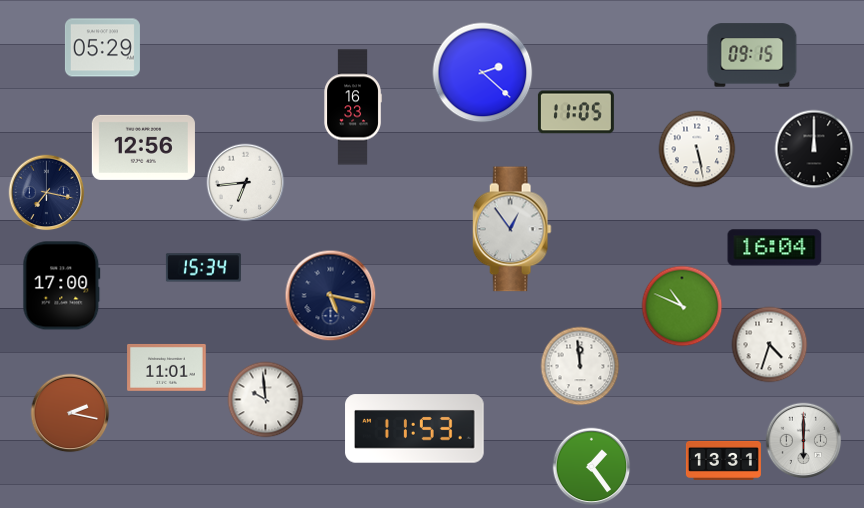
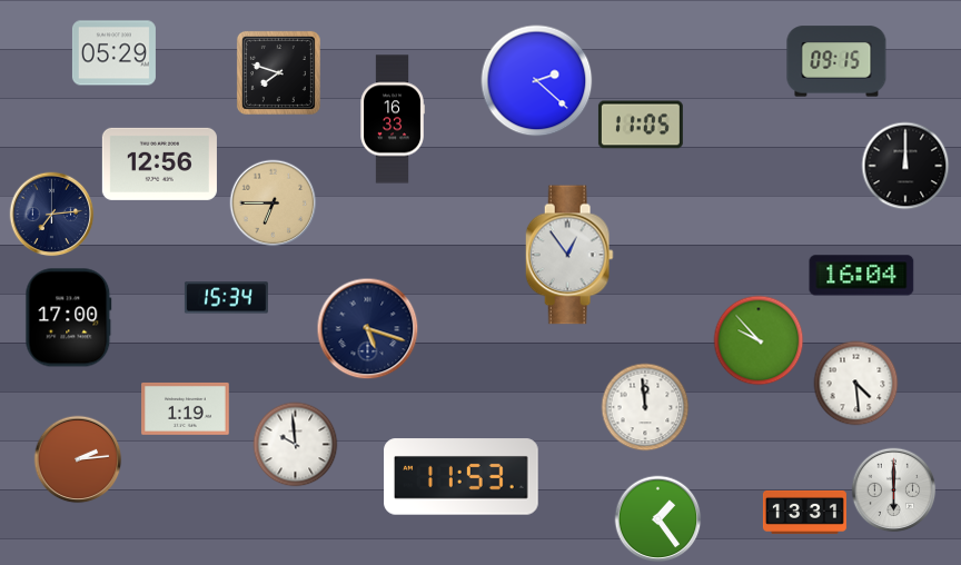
clock at (278, 72): none -> 7:48
clock at (697, 149): 5:28 -> none
clock at (246, 183): 6:44 -> 6:45
clock at (246, 183) dial: white -> champagne
clock at (47, 193): 7:17 -> 7:14
clock at (331, 296): 5:17 -> 5:18
clock at (682, 306): 10:49 -> 9:53
clock at (770, 345): 4:33 -> 4:29
clock at (167, 367): 11:01 -> 1:19
clock at (70, 413): 2:17 -> 2:14
